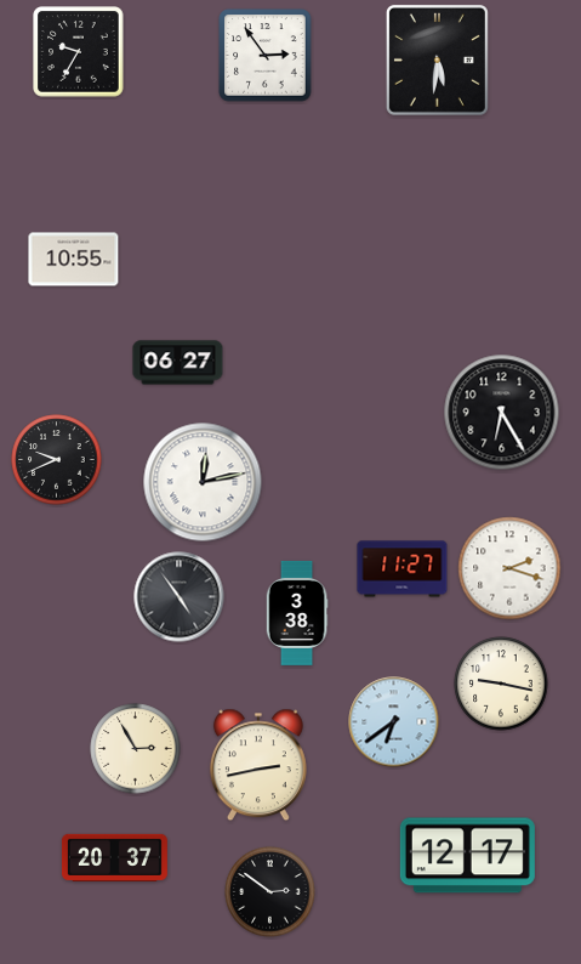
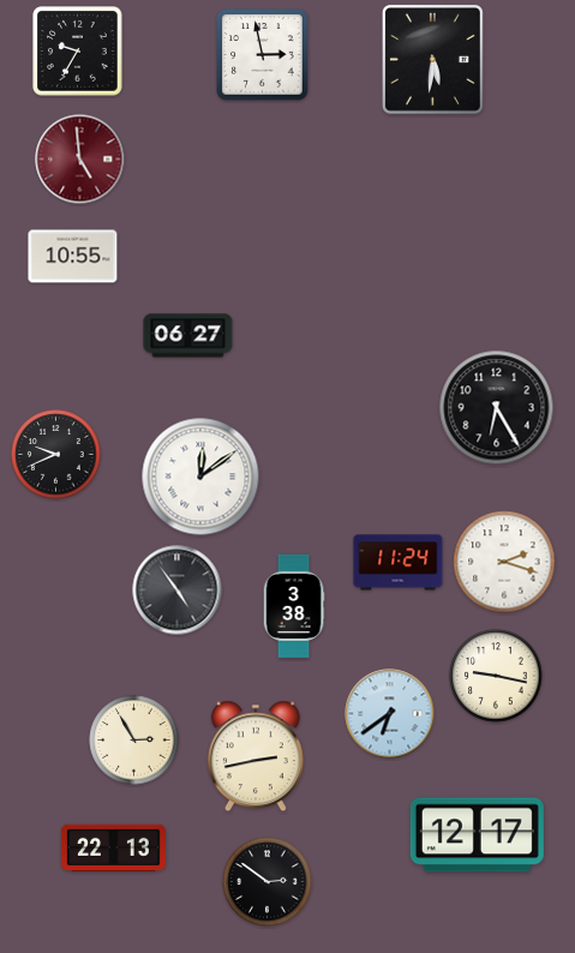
clock at (266, 56): 2:54 -> 2:58
clock at (80, 160): none -> 4:59
clock at (178, 363) position: (178, 363) -> (188, 336)
clock at (203, 482): 12:13 -> 12:09
clock at (403, 569): 11:27 -> 11:24
clock at (467, 856) position: (467, 856) -> (477, 835)
clock at (114, 857): 20:37 -> 22:13
